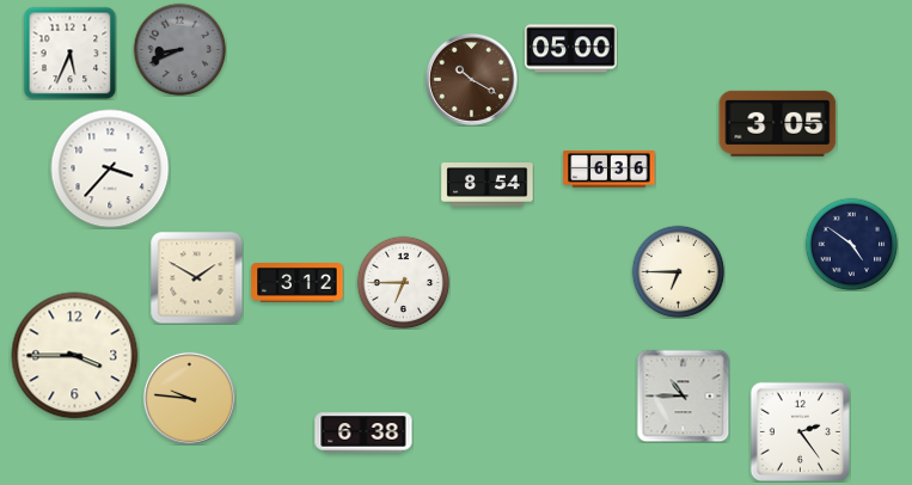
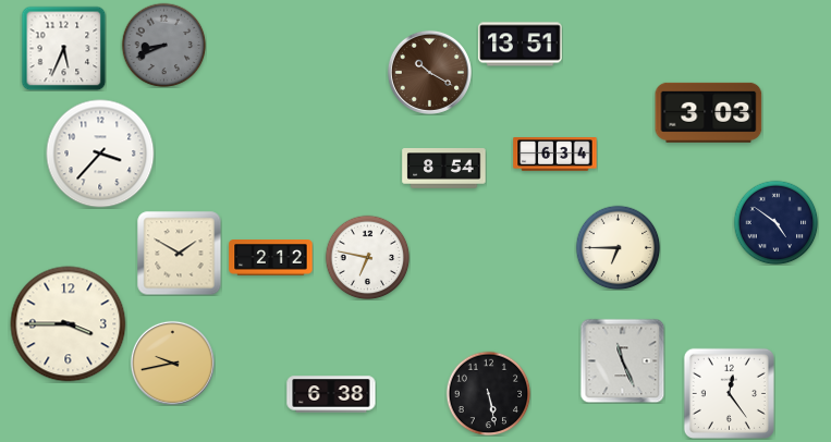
clock at (571, 49): 05:00 -> 13:51
clock at (778, 123): 3:05 -> 3:03
clock at (610, 170): 6:36 -> 6:34
clock at (403, 282): 6:45 -> 6:47
clock at (298, 283): 3:12 -> 2:12
clock at (683, 395): 10:45 -> 11:26
clock at (189, 398): 9:46 -> 9:43
clock at (488, 393): none -> 5:28
clock at (800, 431): 2:24 -> 12:24
